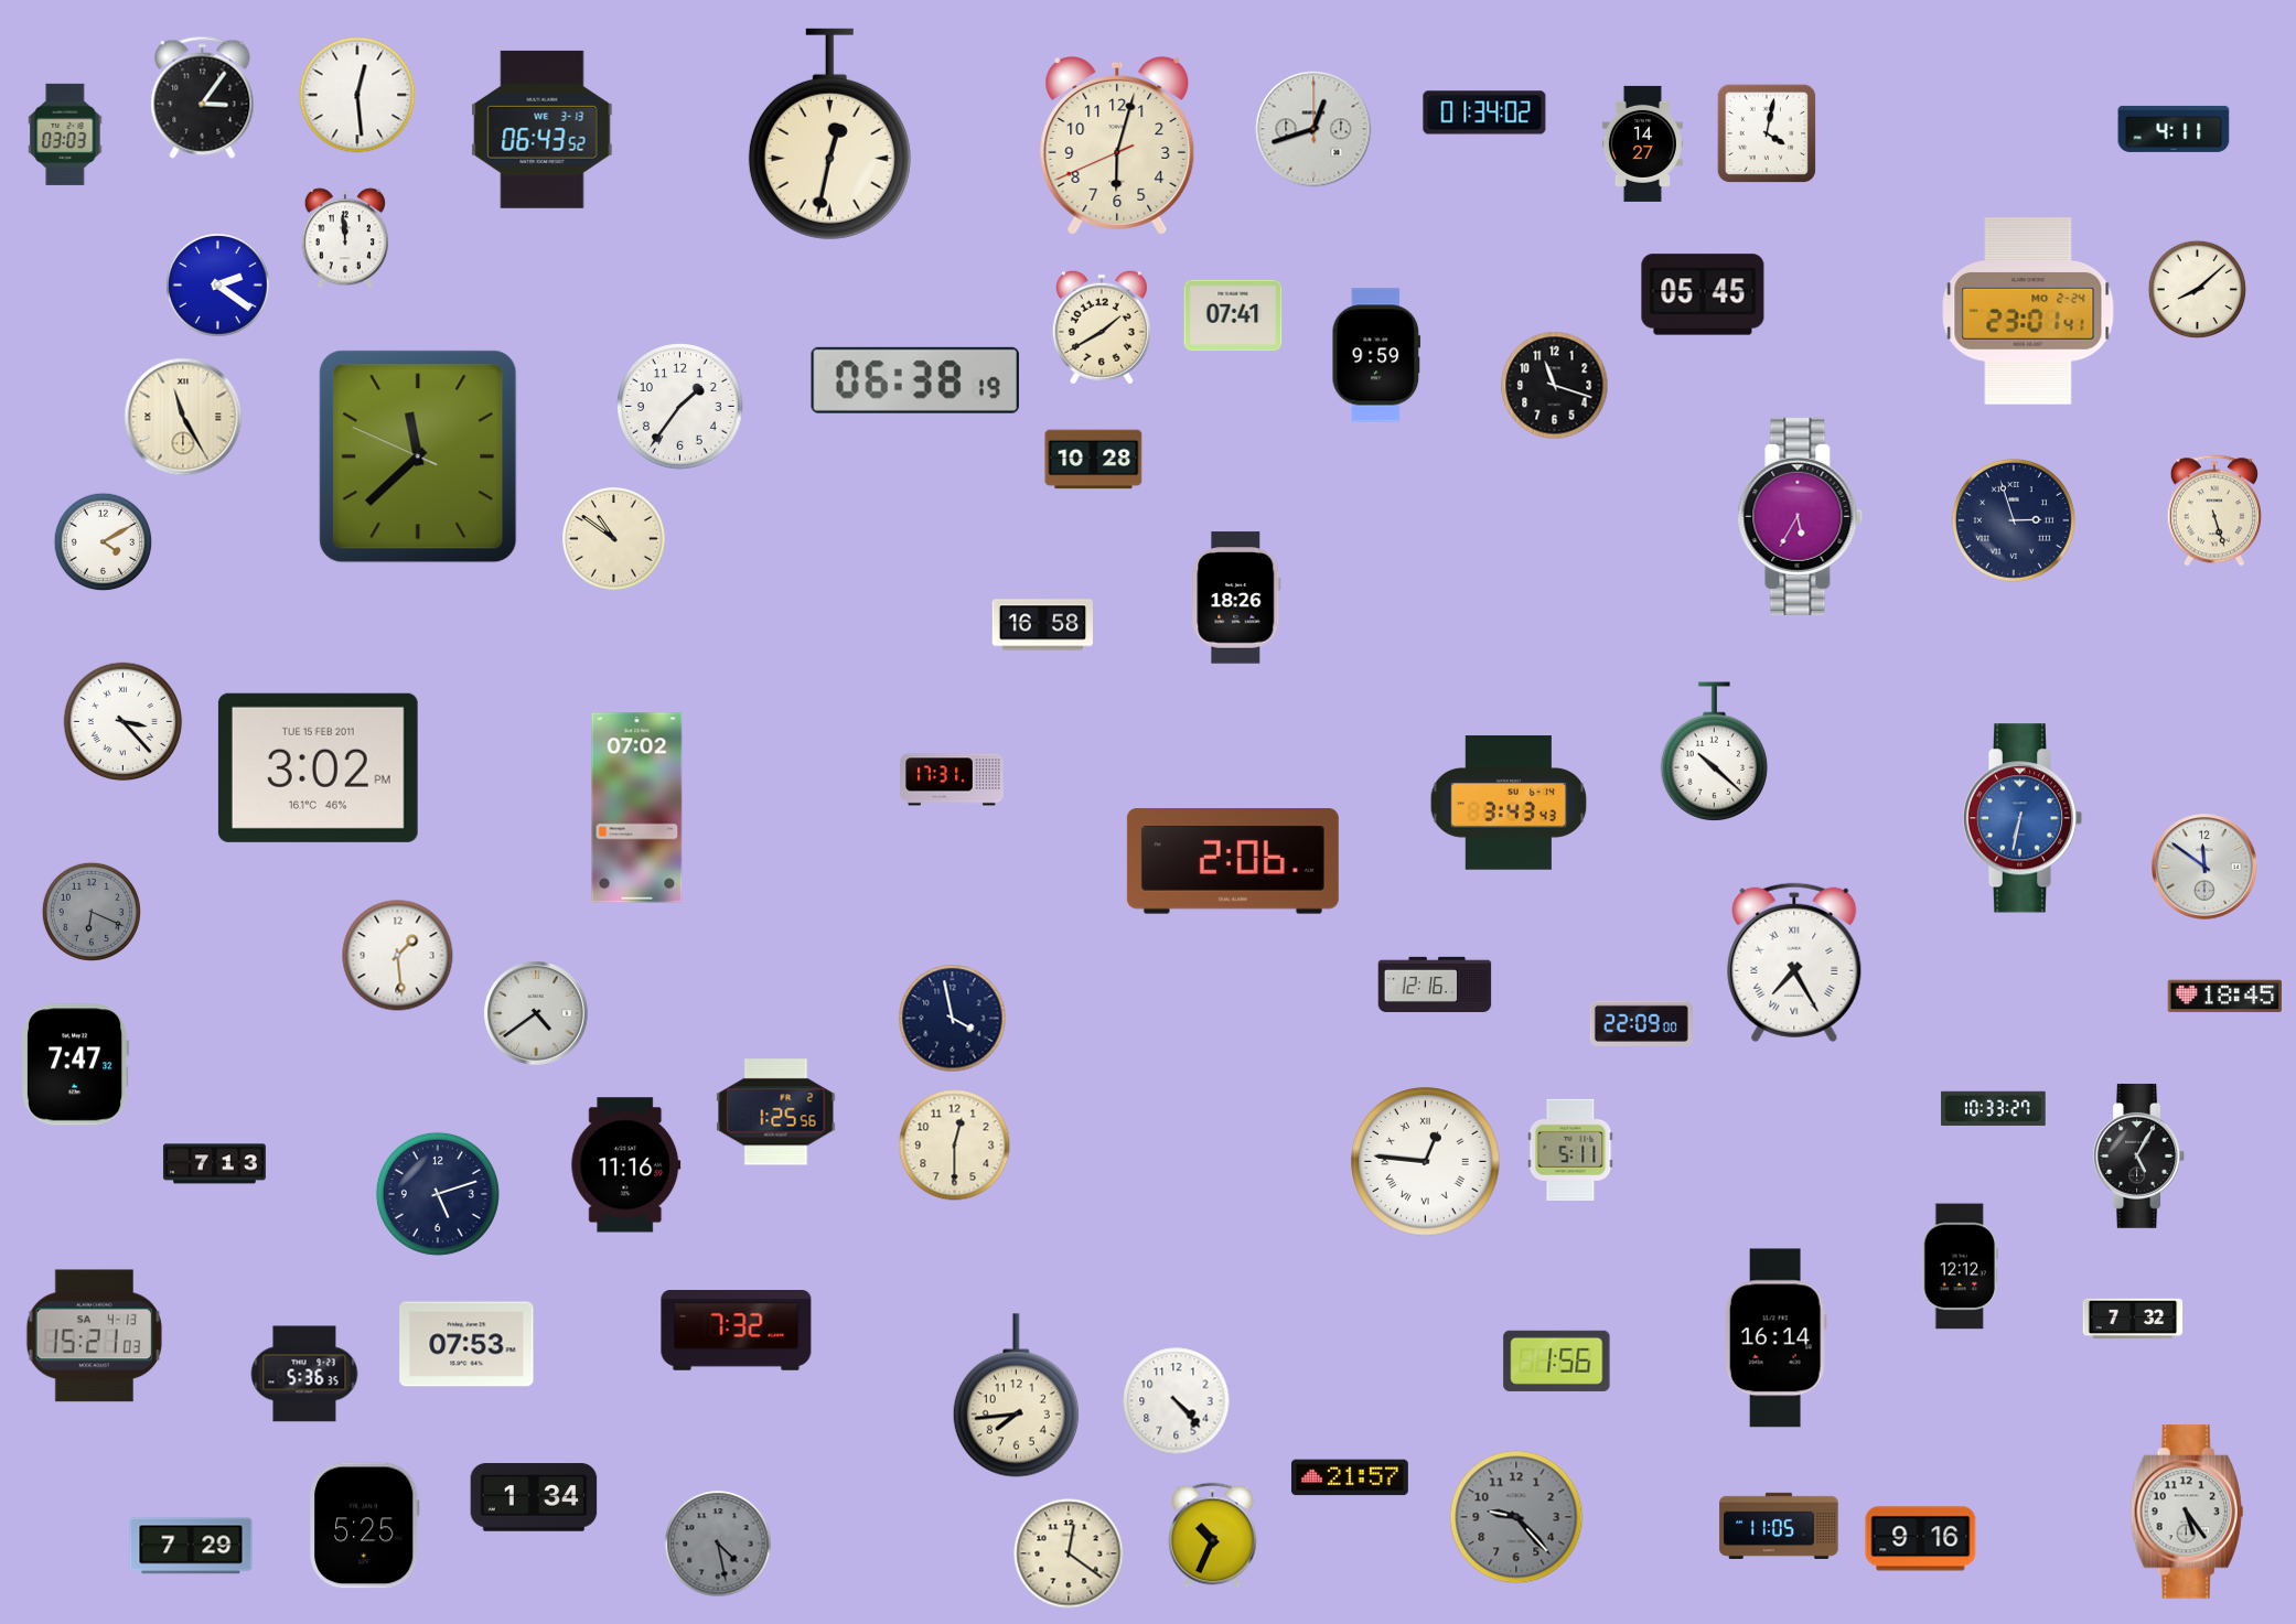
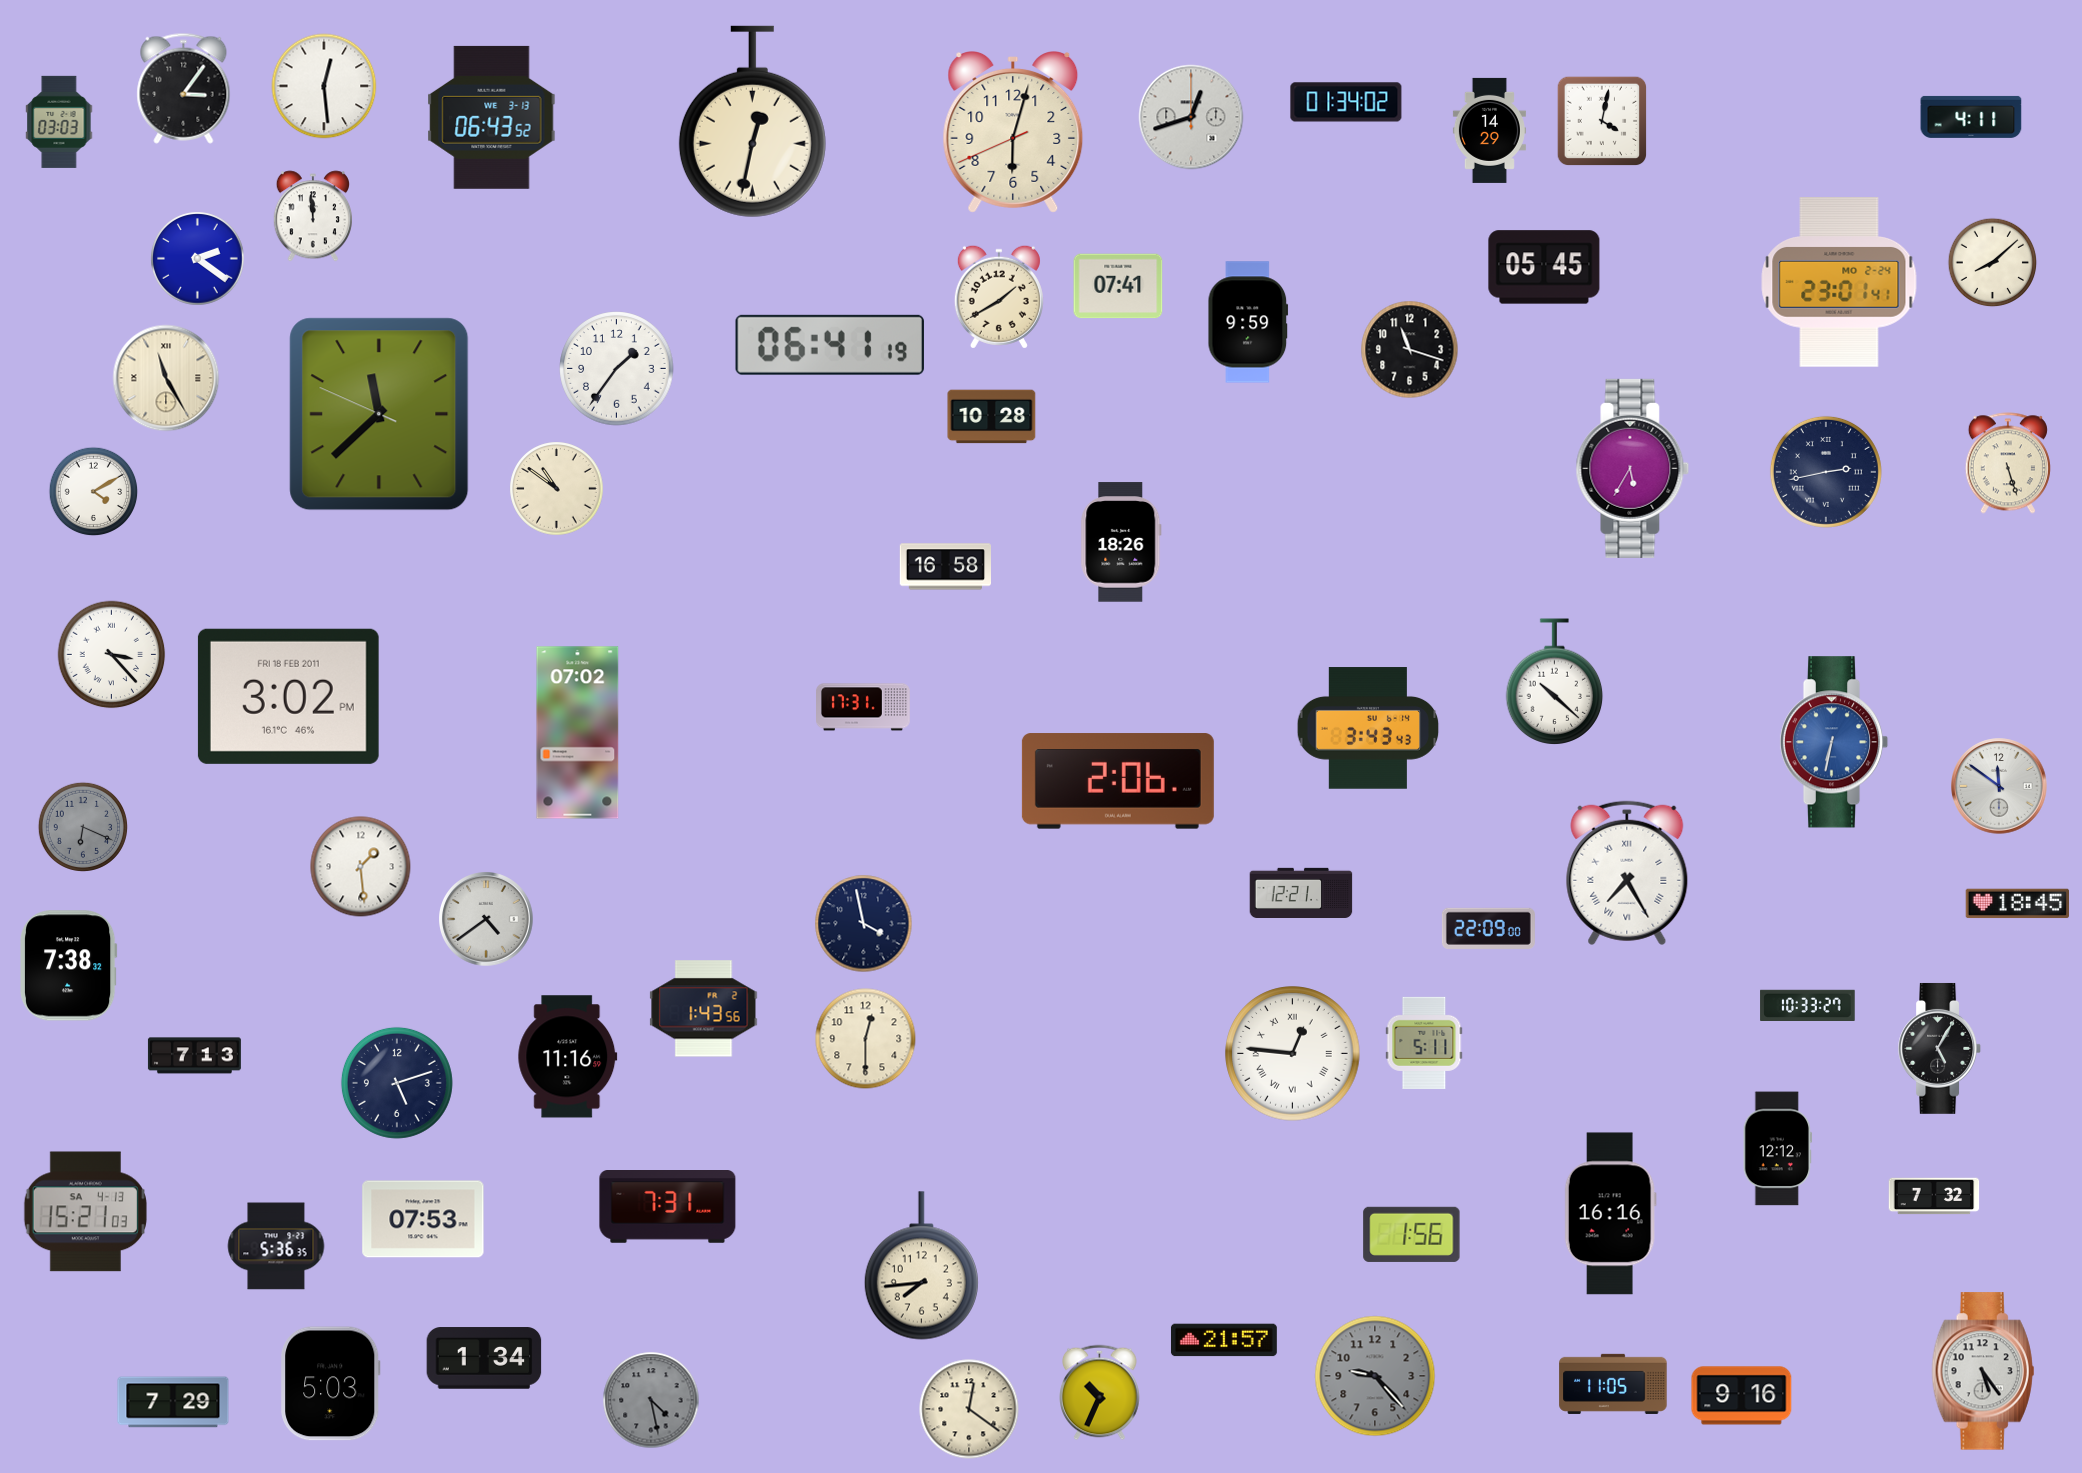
clock at (1642, 143): 14:27 -> 14:29
clock at (915, 380): 06:38 -> 06:41
clock at (2014, 520): 2:57 -> 2:43
clock at (318, 767) date: TUE 15 FEB 2011 -> FRI 18 FEB 2011
clock at (1435, 983): 12:16 -> 12:21
clock at (76, 1065): 7:47 -> 7:38
clock at (776, 1112): 1:25 -> 1:43
clock at (737, 1331): 7:32 -> 7:31
clock at (1775, 1338): 16:14 -> 16:16
clock at (1177, 1401): 4:23 -> none
clock at (365, 1526): 5:25 -> 5:03
